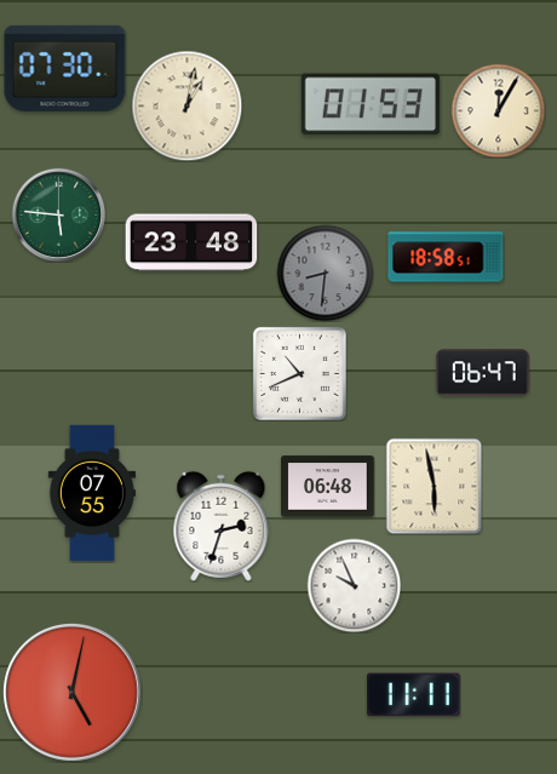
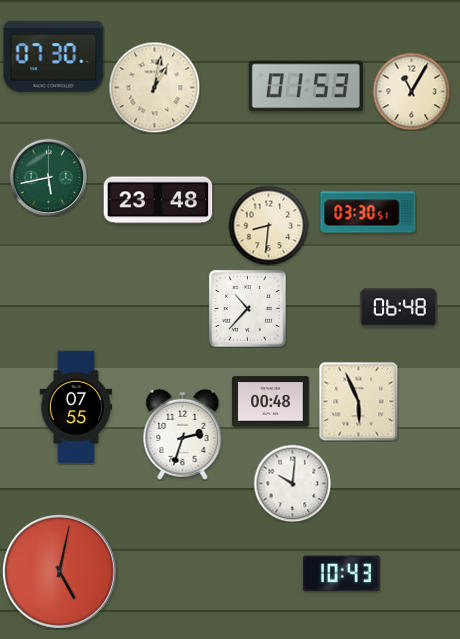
clock at (498, 110): 12:05 -> 11:05
clock at (58, 214): 5:46 -> 5:43
clock at (446, 257): 18:58 -> 03:30
clock at (325, 273) dial: grey -> cream
clock at (299, 373): 10:41 -> 10:37
clock at (483, 373): 06:47 -> 06:48
clock at (433, 486): 5:58 -> 5:56
clock at (328, 487): 06:48 -> 00:48
clock at (354, 585): 9:56 -> 10:01
clock at (413, 695): 11:11 -> 10:43
